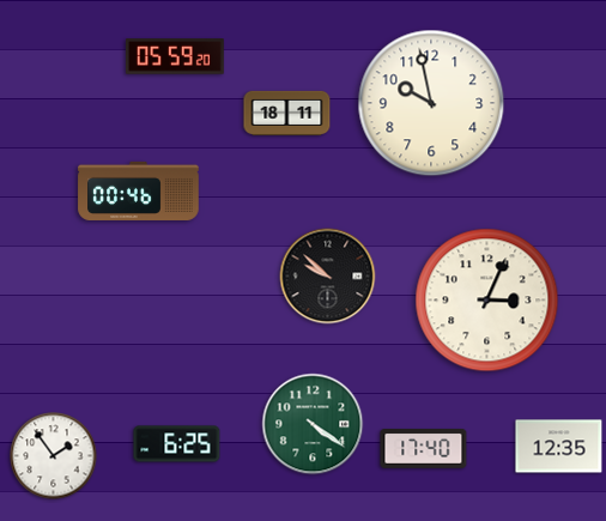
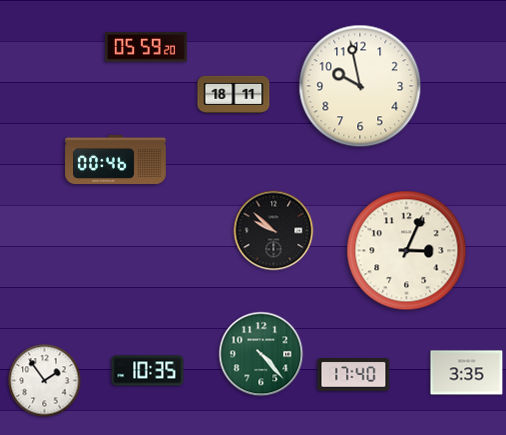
clock at (287, 113) position: (287, 113) -> (234, 94)
clock at (313, 424): 4:21 -> 4:23
clock at (177, 444): 6:25 -> 10:35
clock at (559, 447): 12:35 -> 3:35
